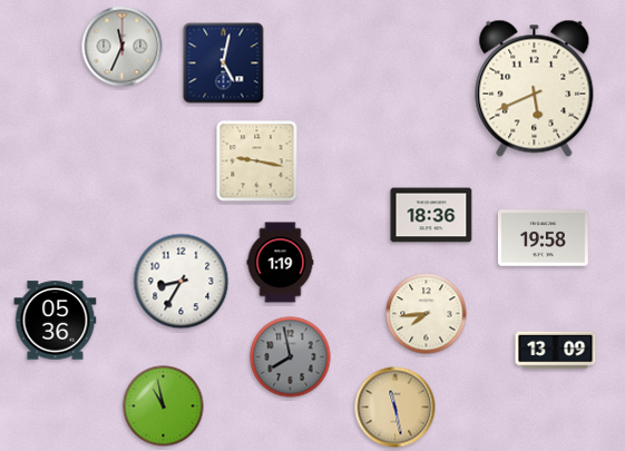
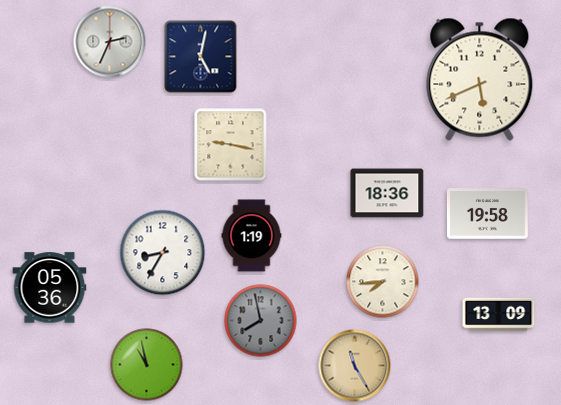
clock at (123, 47): 11:34 -> 2:34
clock at (395, 408): 11:28 -> 11:25
